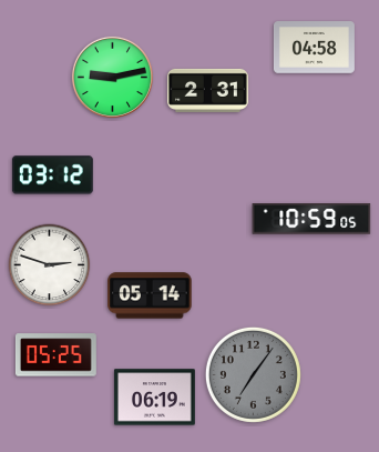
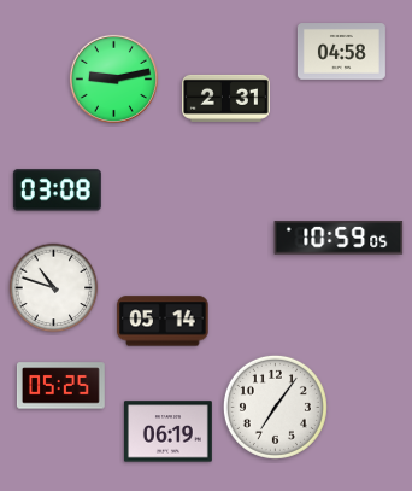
clock at (112, 77) position: (112, 77) -> (113, 78)
clock at (52, 175): 03:12 -> 03:08
clock at (50, 265): 2:48 -> 10:48
clock at (253, 374) dial: grey -> white
